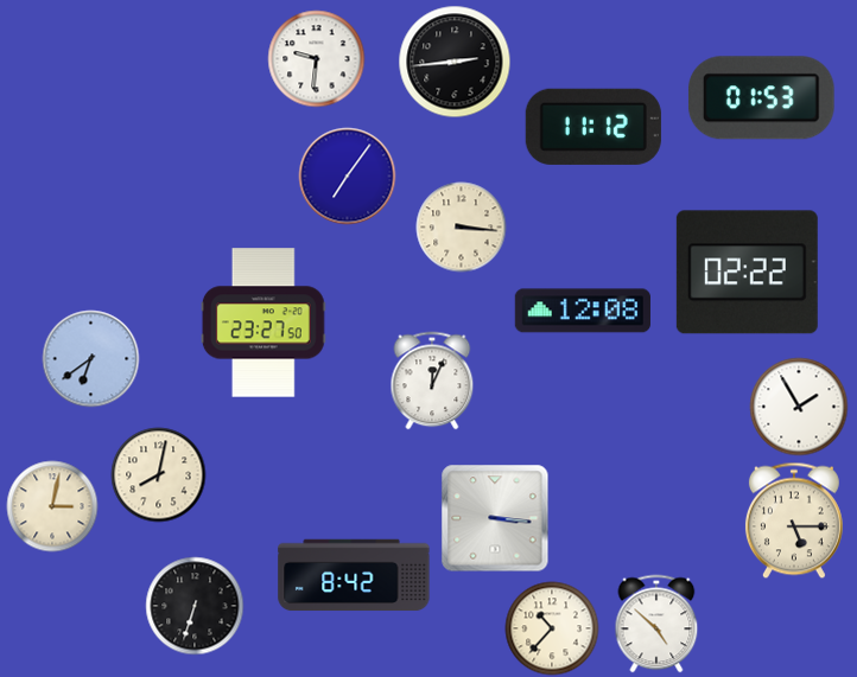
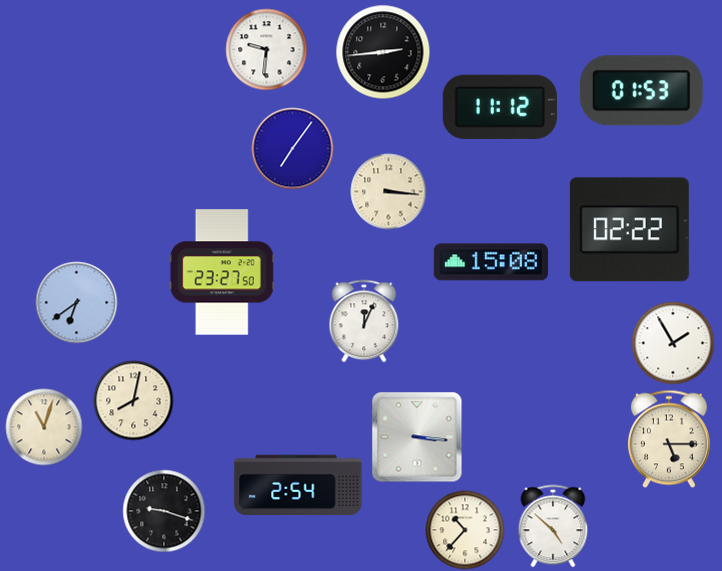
clock at (761, 98) position: (761, 98) -> (641, 91)
clock at (583, 311): 12:08 -> 15:08
clock at (52, 506): 3:02 -> 11:03
clock at (354, 575): 8:42 -> 2:54
clock at (195, 606): 6:33 -> 9:18
